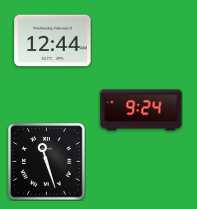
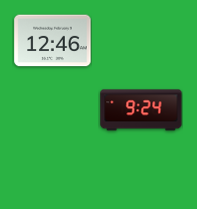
clock at (53, 41): 12:44 -> 12:46
clock at (47, 162): 11:27 -> none
